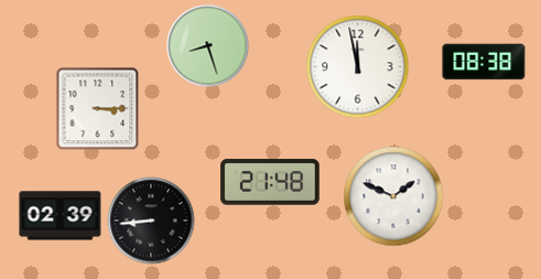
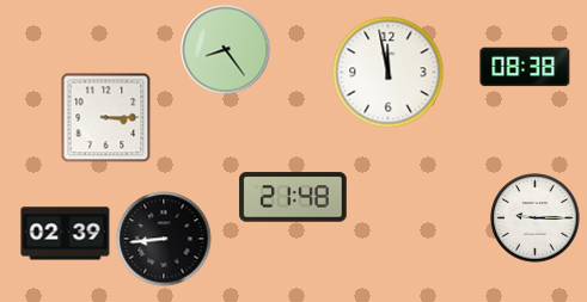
clock at (208, 46): 8:27 -> 8:24
clock at (393, 196): 1:49 -> none
clock at (536, 218): none -> 9:15
